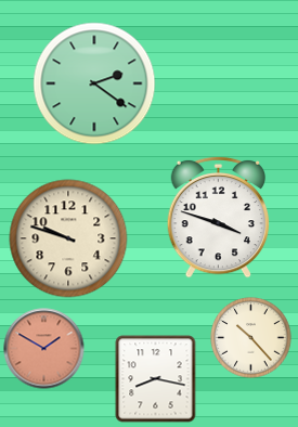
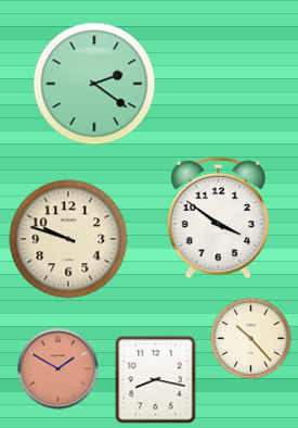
clock at (219, 217): 3:48 -> 3:51
clock at (44, 349) position: (44, 349) -> (59, 369)
